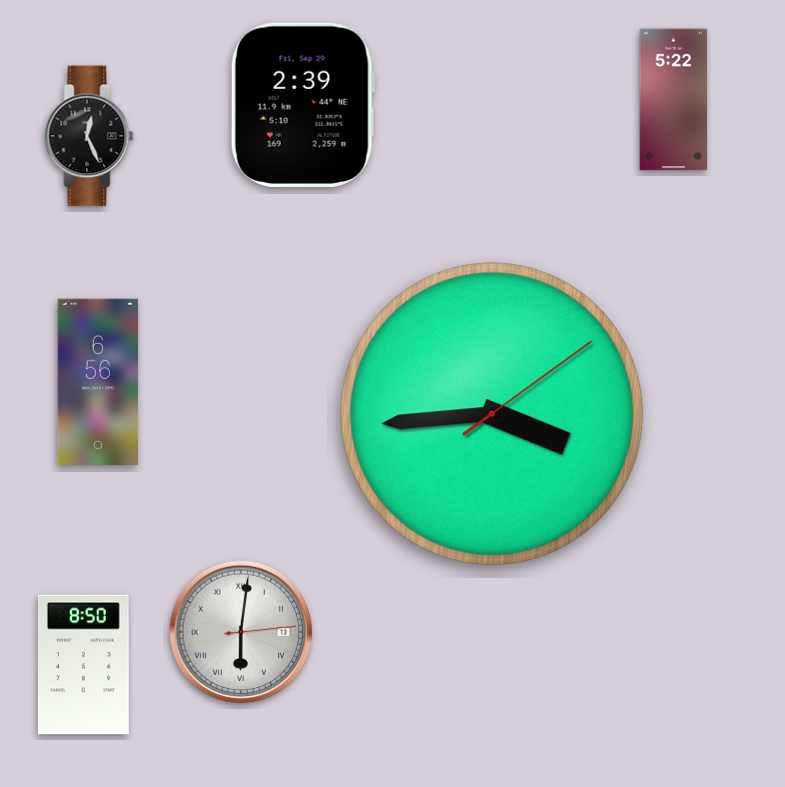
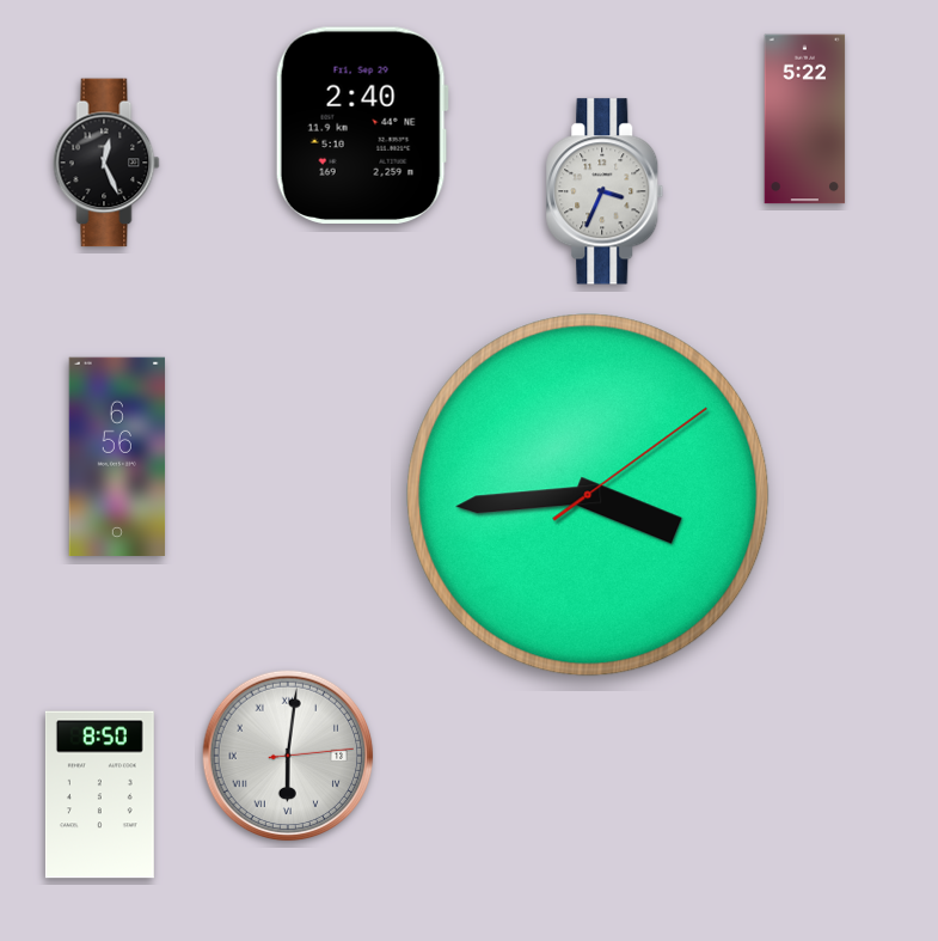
clock at (303, 105): 2:39 -> 2:40
clock at (605, 191): none -> 3:34
